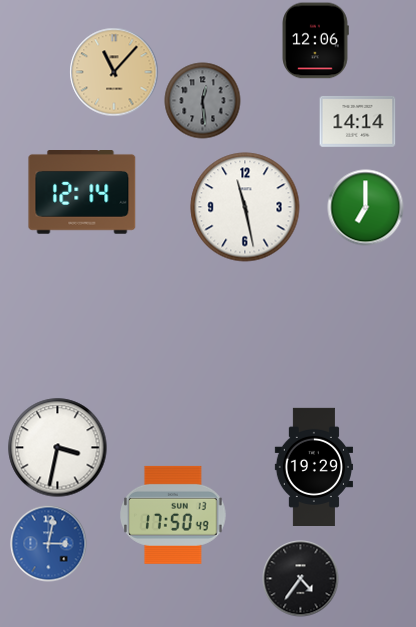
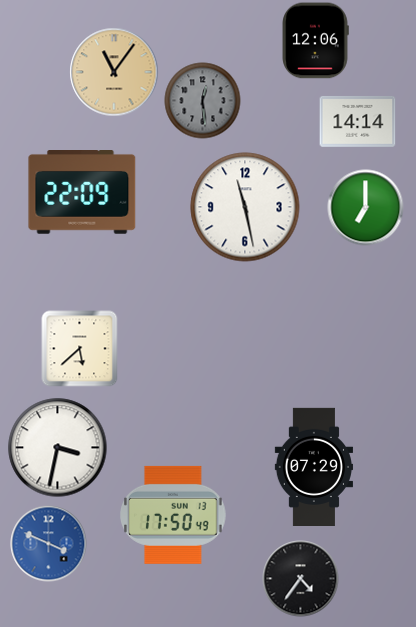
clock at (114, 72): 11:07 -> 11:06
clock at (82, 193): 12:14 -> 22:09
clock at (80, 349): none -> 5:38
clock at (313, 466): 19:29 -> 07:29
clock at (49, 544): 3:02 -> 3:49
